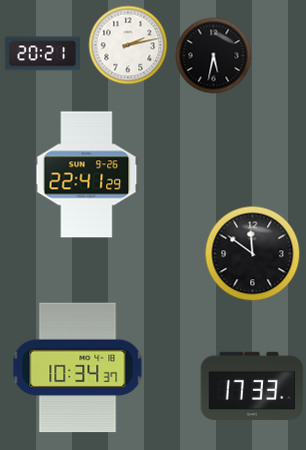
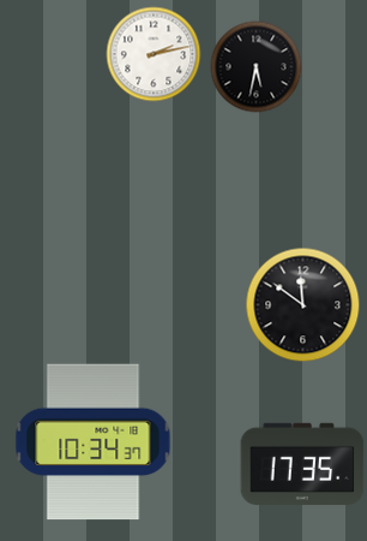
clock at (42, 54): 20:21 -> none
clock at (87, 175): 22:41 -> none
clock at (252, 386): 17:33 -> 17:35
